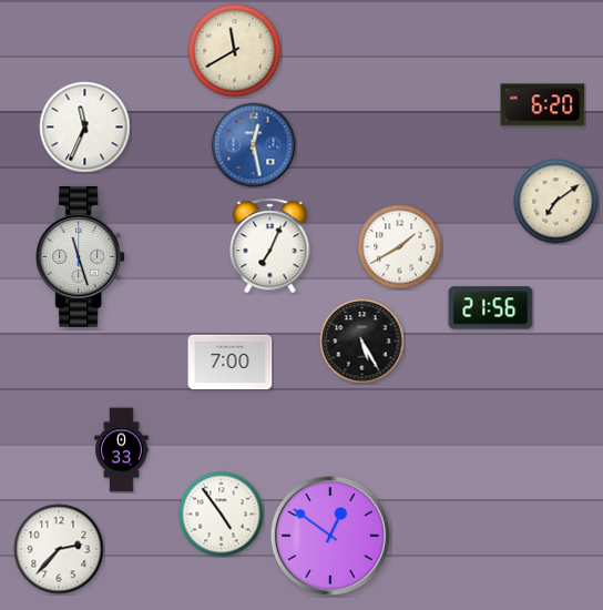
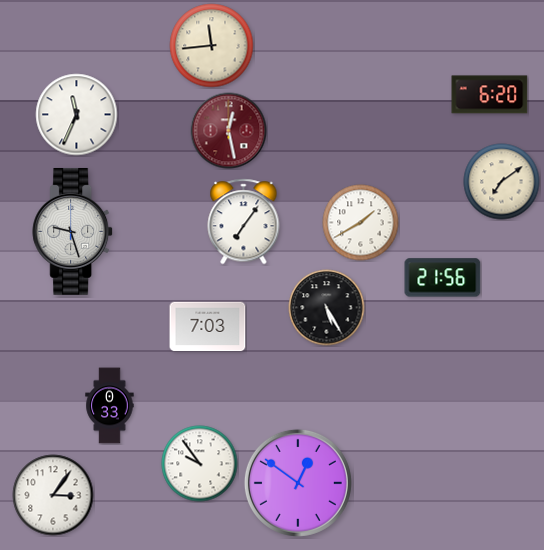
clock at (235, 51): 11:40 -> 11:44
clock at (254, 145) dial: blue -> burgundy
clock at (270, 246): 7:04 -> 7:06
clock at (81, 257): 11:27 -> 9:27
clock at (231, 363): 7:00 -> 7:03
clock at (222, 515): 4:54 -> 9:54
clock at (59, 549): 2:37 -> 3:06
